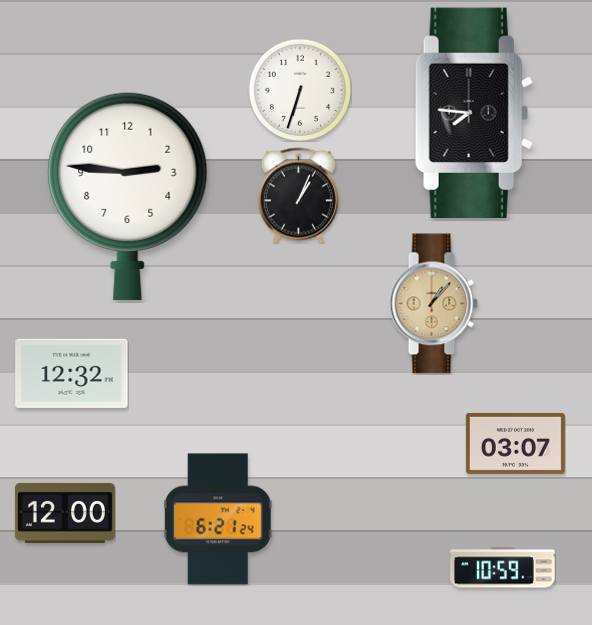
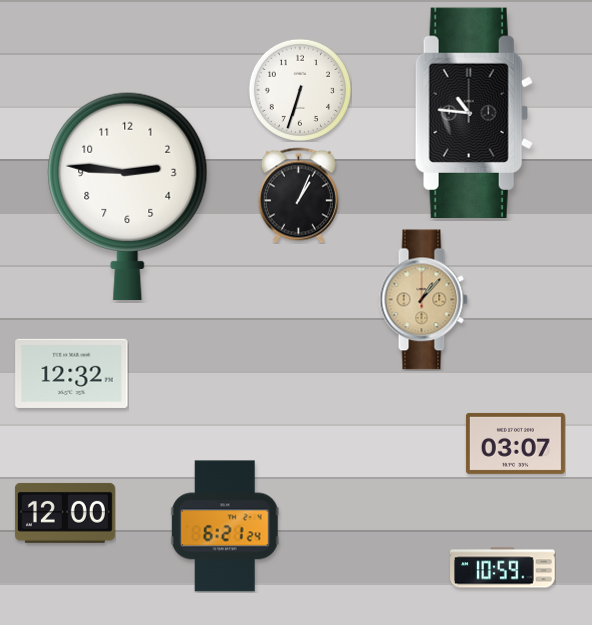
clock at (474, 112): 7:46 -> 10:46
clock at (433, 304) position: (433, 304) -> (423, 300)
clock at (218, 519) position: (218, 519) -> (225, 526)
